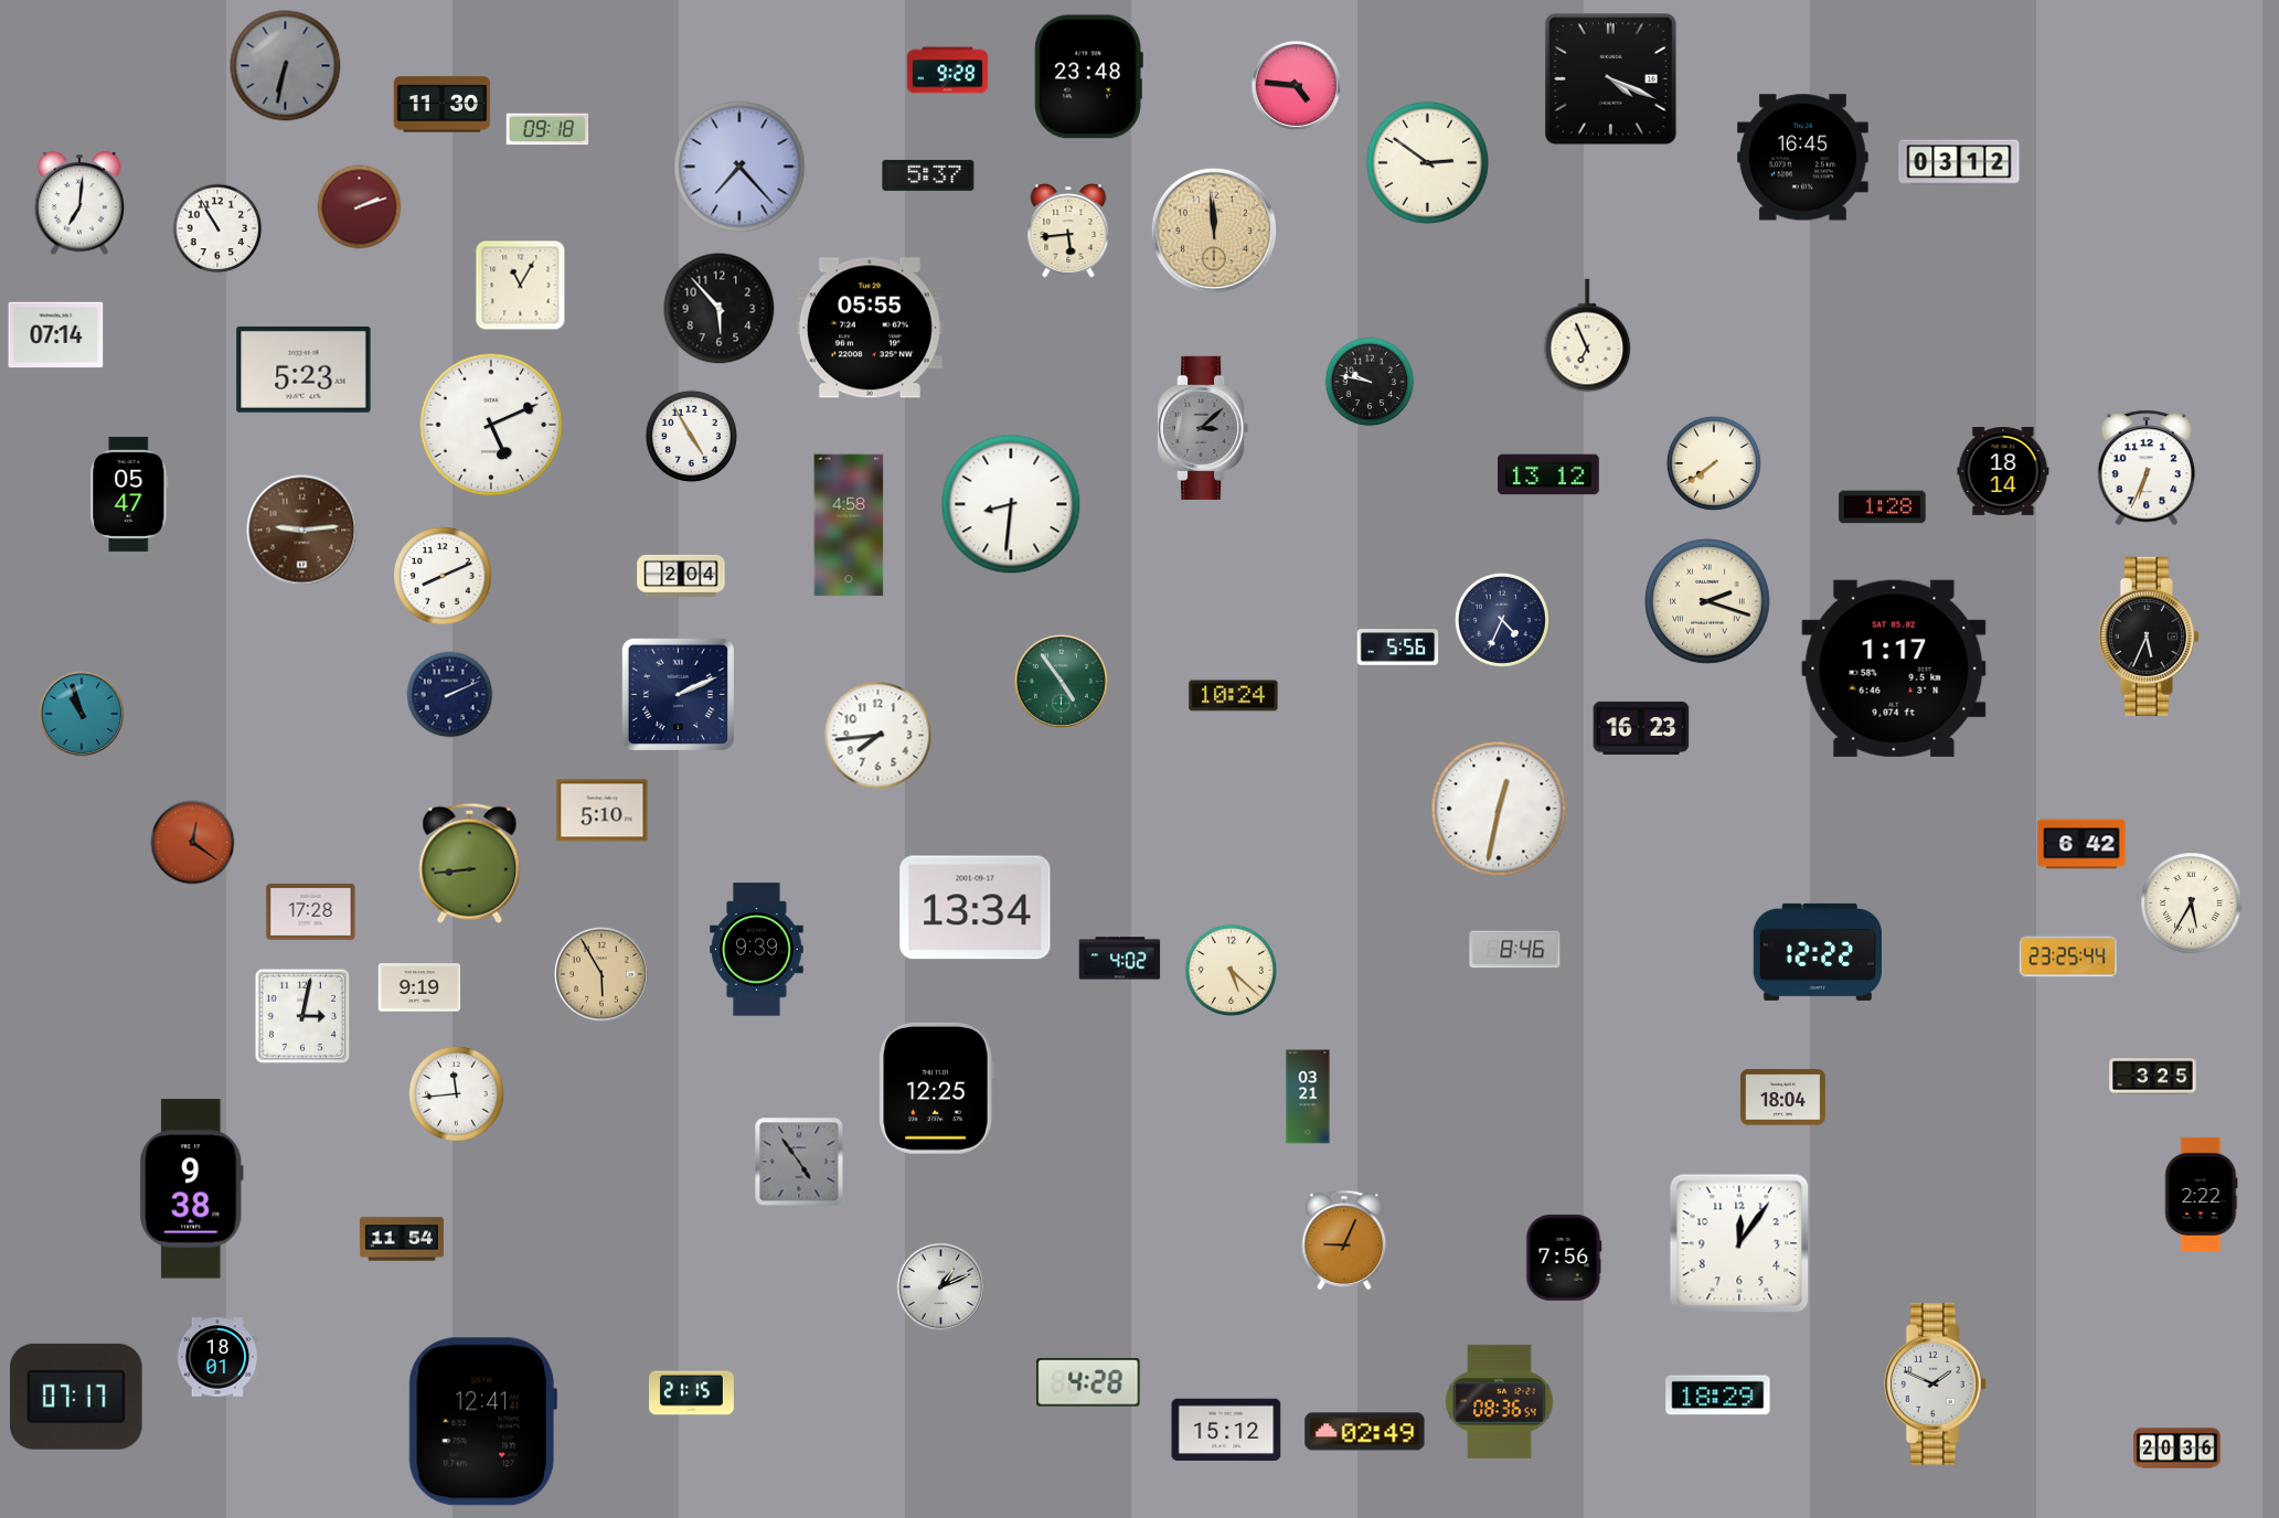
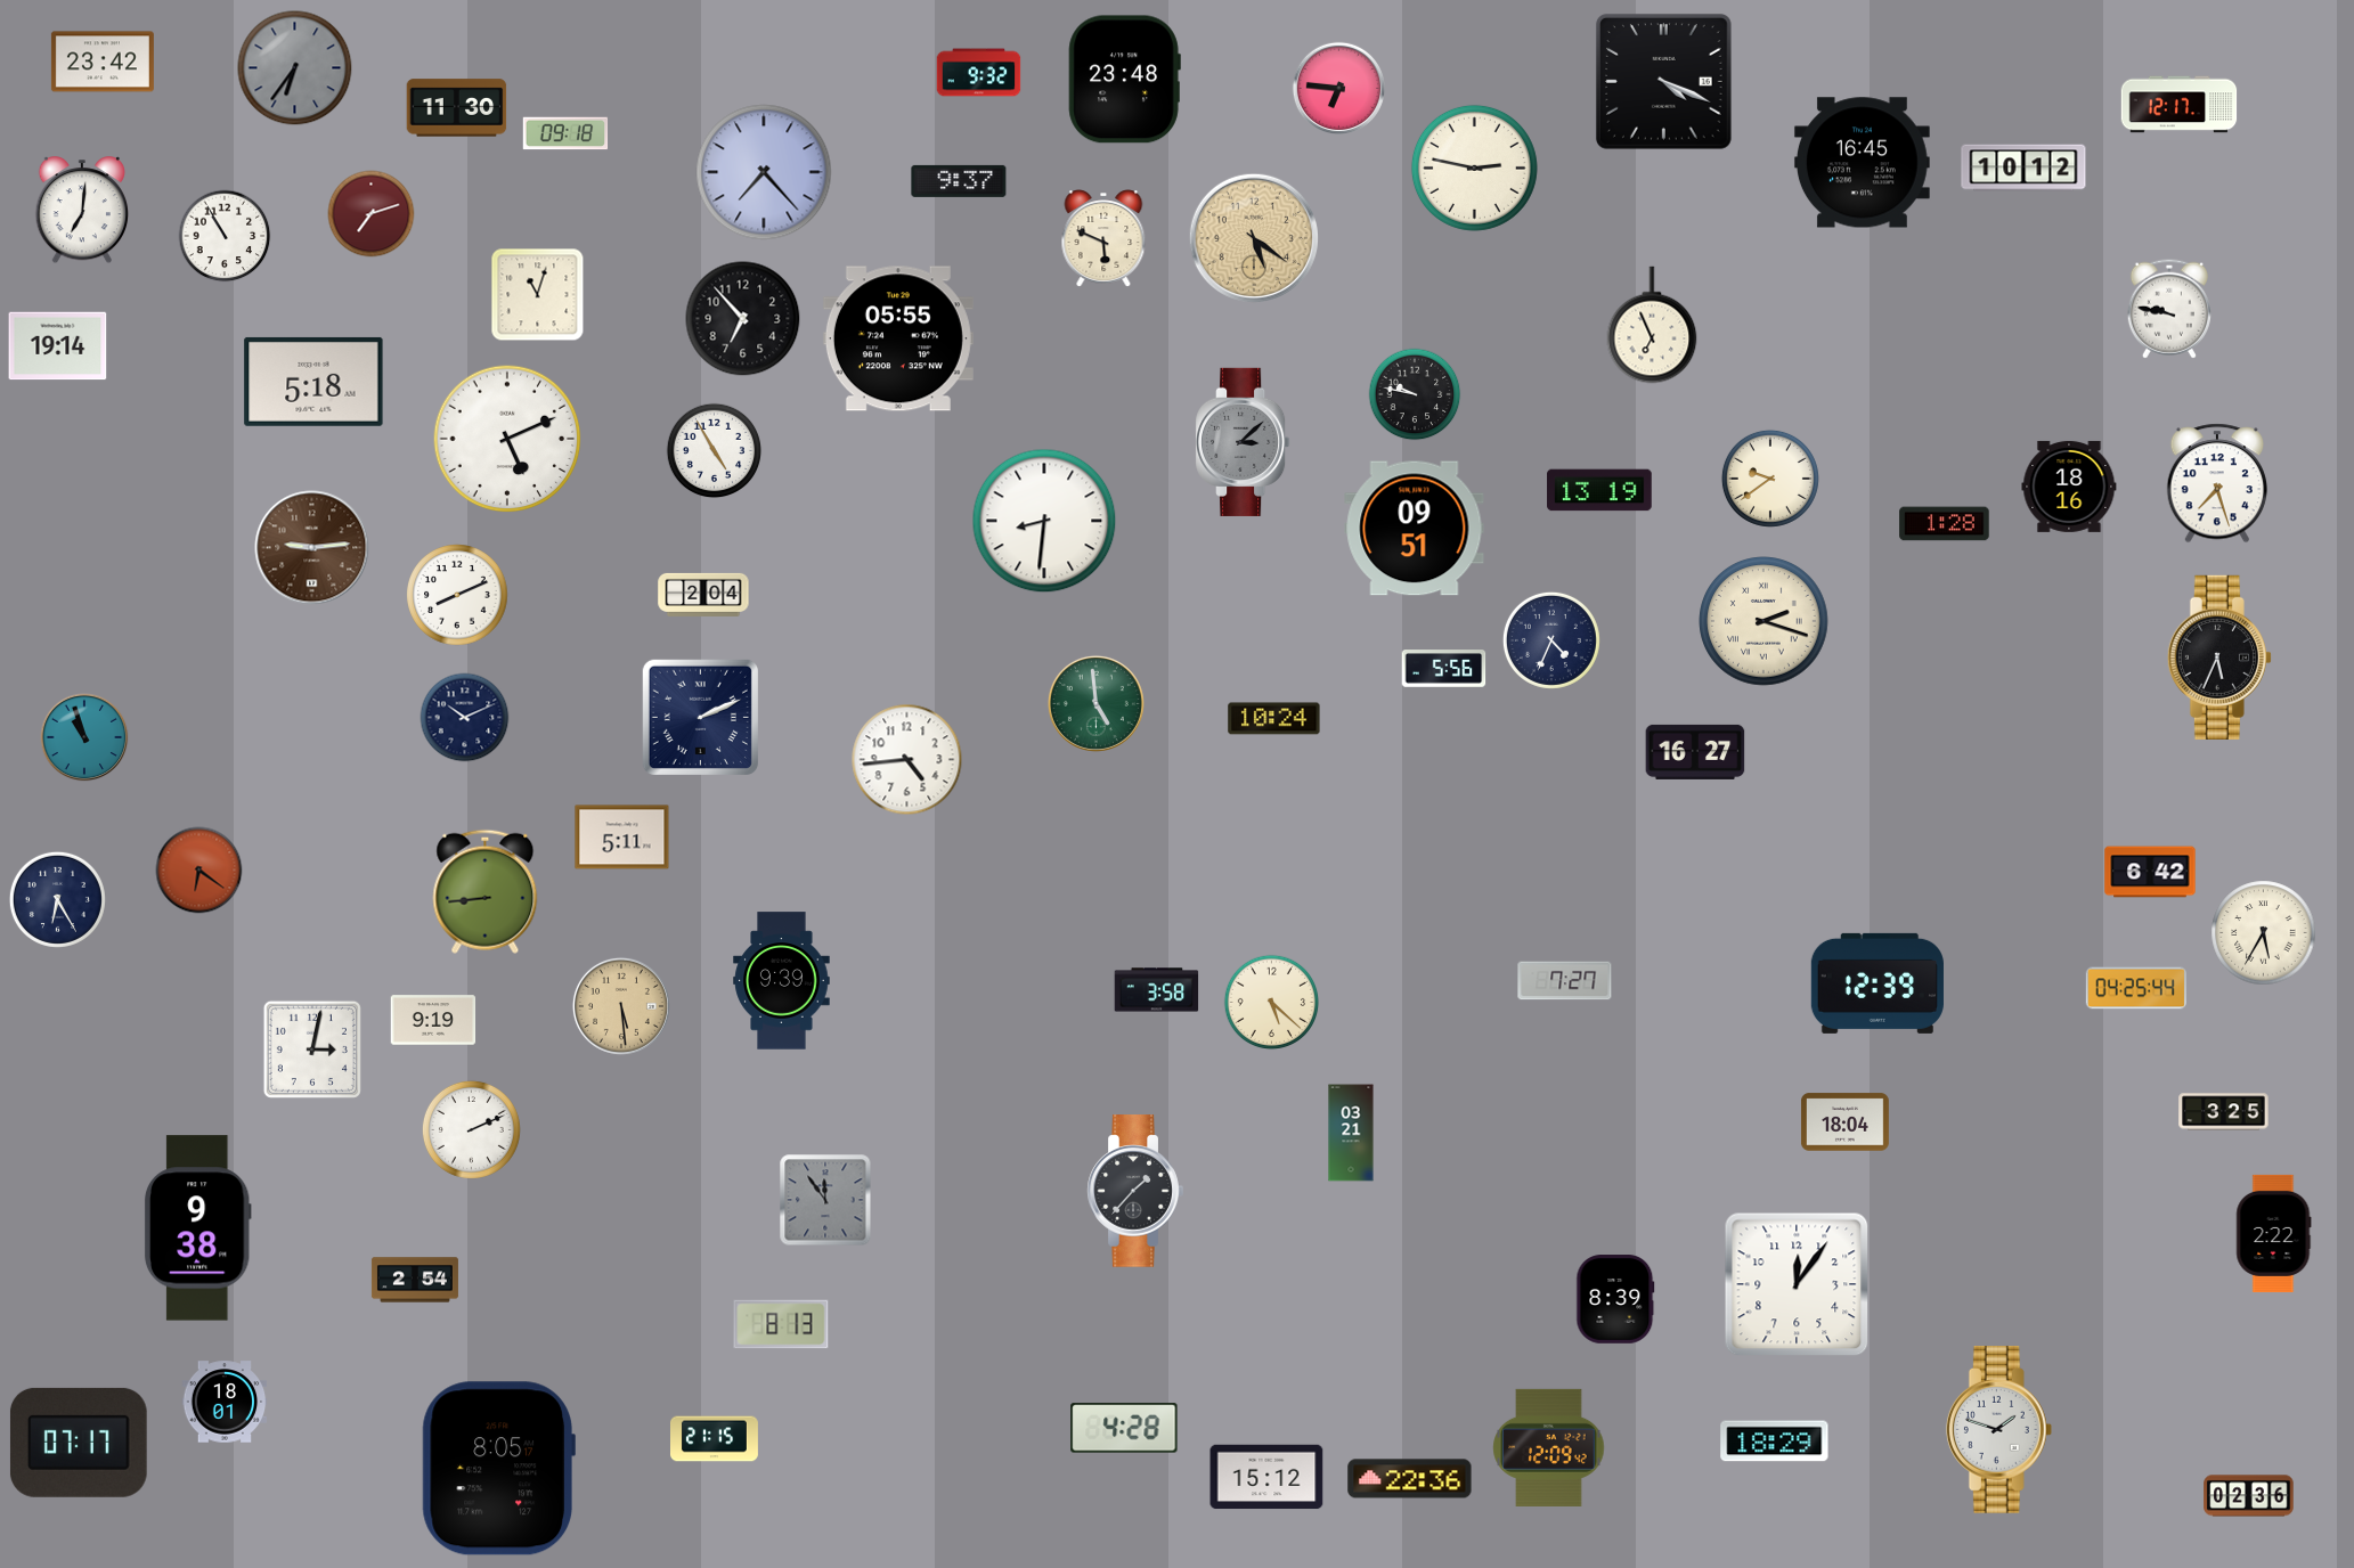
clock at (103, 62): none -> 23:42
clock at (286, 66): 6:32 -> 6:36
clock at (948, 71): 9:28 -> 9:32
clock at (1296, 85): 4:46 -> 6:46
clock at (2180, 105): none -> 12:17
clock at (1427, 162): 2:51 -> 2:47
clock at (1959, 162): 03:12 -> 10:12
clock at (928, 175): 5:37 -> 9:37
clock at (360, 207): 2:12 -> 7:12
clock at (1213, 229): 11:59 -> 5:21
clock at (1068, 231): 5:44 -> 5:49
clock at (521, 286): 11:05 -> 11:03
clock at (2169, 309): none -> 9:47
clock at (720, 309): 5:53 -> 6:53
clock at (56, 335): 07:14 -> 19:14
clock at (1587, 335) position: (1587, 335) -> (1652, 325)
clock at (303, 370): 5:23 -> 5:18
clock at (1714, 463): 7:39 -> 9:39
clock at (2145, 468): 6:34 -> 7:27
clock at (2003, 471): 18:14 -> 18:16
clock at (1548, 474): 13:12 -> 13:19
clock at (129, 494): 05:47 -> none
clock at (1415, 529): none -> 09:51
clock at (849, 525): 4:58 -> none
clock at (1894, 669): 1:17 -> none
clock at (1061, 681): 4:54 -> 4:59
clock at (450, 695): 2:11 -> 10:11
clock at (1641, 728): 16:23 -> 16:27
clock at (878, 736): 7:44 -> 4:44
clock at (1499, 809): 12:32 -> none
clock at (603, 811): 5:10 -> 5:11
clock at (193, 843): 12:21 -> 6:21
clock at (57, 899): none -> 6:25
clock at (976, 908): 13:34 -> none
clock at (311, 911): 17:28 -> none
clock at (1515, 950): 8:46 -> 7:27
clock at (1818, 952): 12:22 -> 12:39
clock at (2067, 956): 23:25 -> 04:25
clock at (1120, 959): 4:02 -> 3:58
clock at (601, 974): 5:55 -> 5:29
clock at (936, 1088): 12:25 -> none
clock at (456, 1093): 11:44 -> 2:11
clock at (1782, 1098) position: (1782, 1098) -> (1844, 1122)
clock at (1135, 1191): none -> 1:37
clock at (799, 1162): 4:54 -> 11:54
clock at (402, 1239): 11:54 -> 2:54
clock at (1344, 1240): 9:04 -> none
clock at (1564, 1258): 7:56 -> 8:39
clock at (781, 1324): none -> 8:13
clock at (941, 1287): 1:11 -> none
clock at (1935, 1383): 1:49 -> 1:48
clock at (1500, 1401): 08:36 -> 12:09
clock at (482, 1422): 12:41 -> 8:05
clock at (1365, 1432): 02:49 -> 22:36
clock at (2177, 1448): 20:36 -> 02:36
